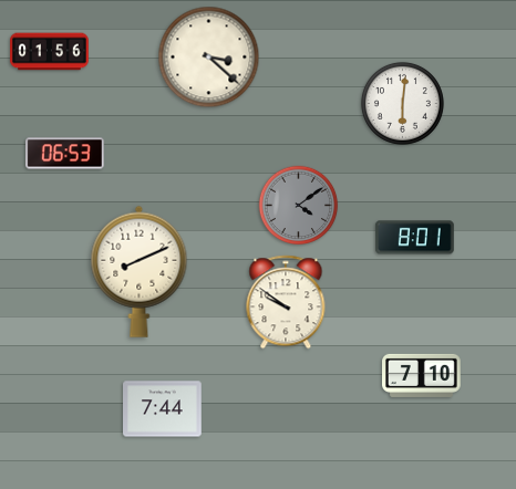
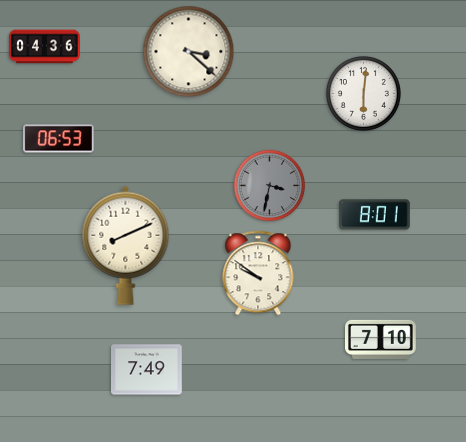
clock at (50, 52): 01:56 -> 04:36
clock at (299, 206): 4:09 -> 3:32
clock at (163, 409): 7:44 -> 7:49
